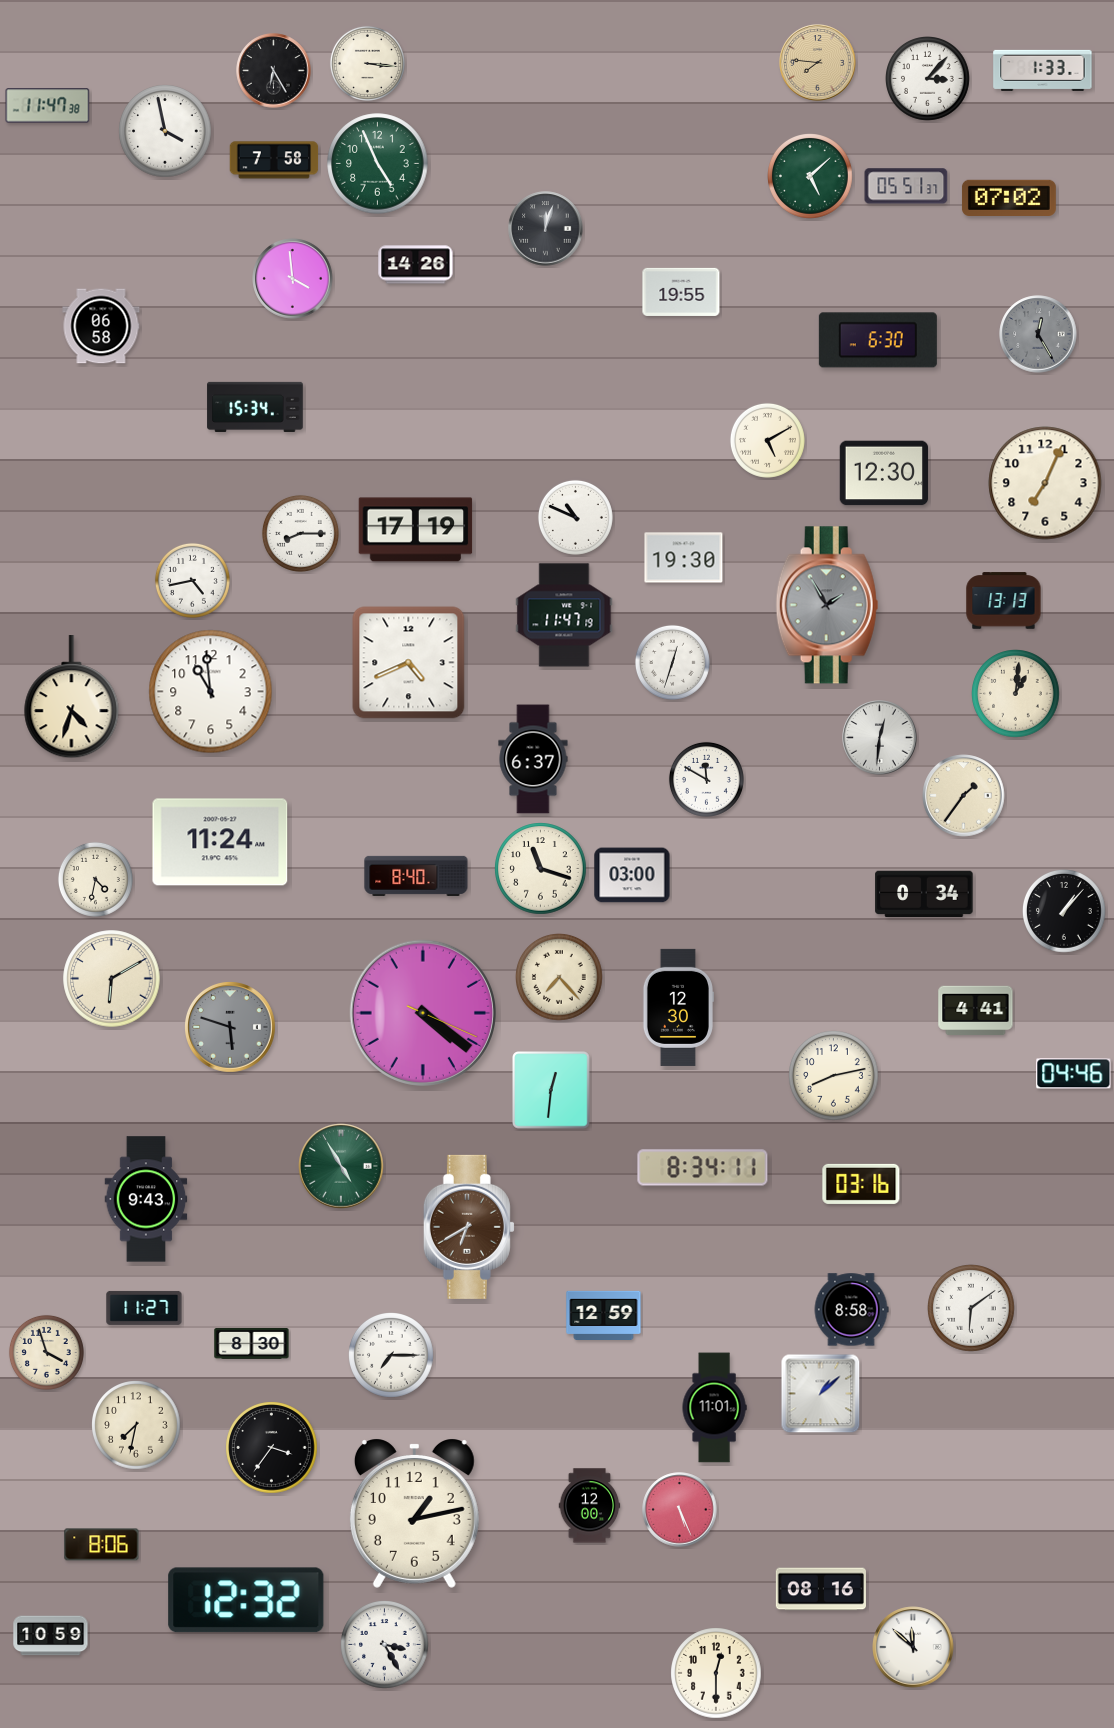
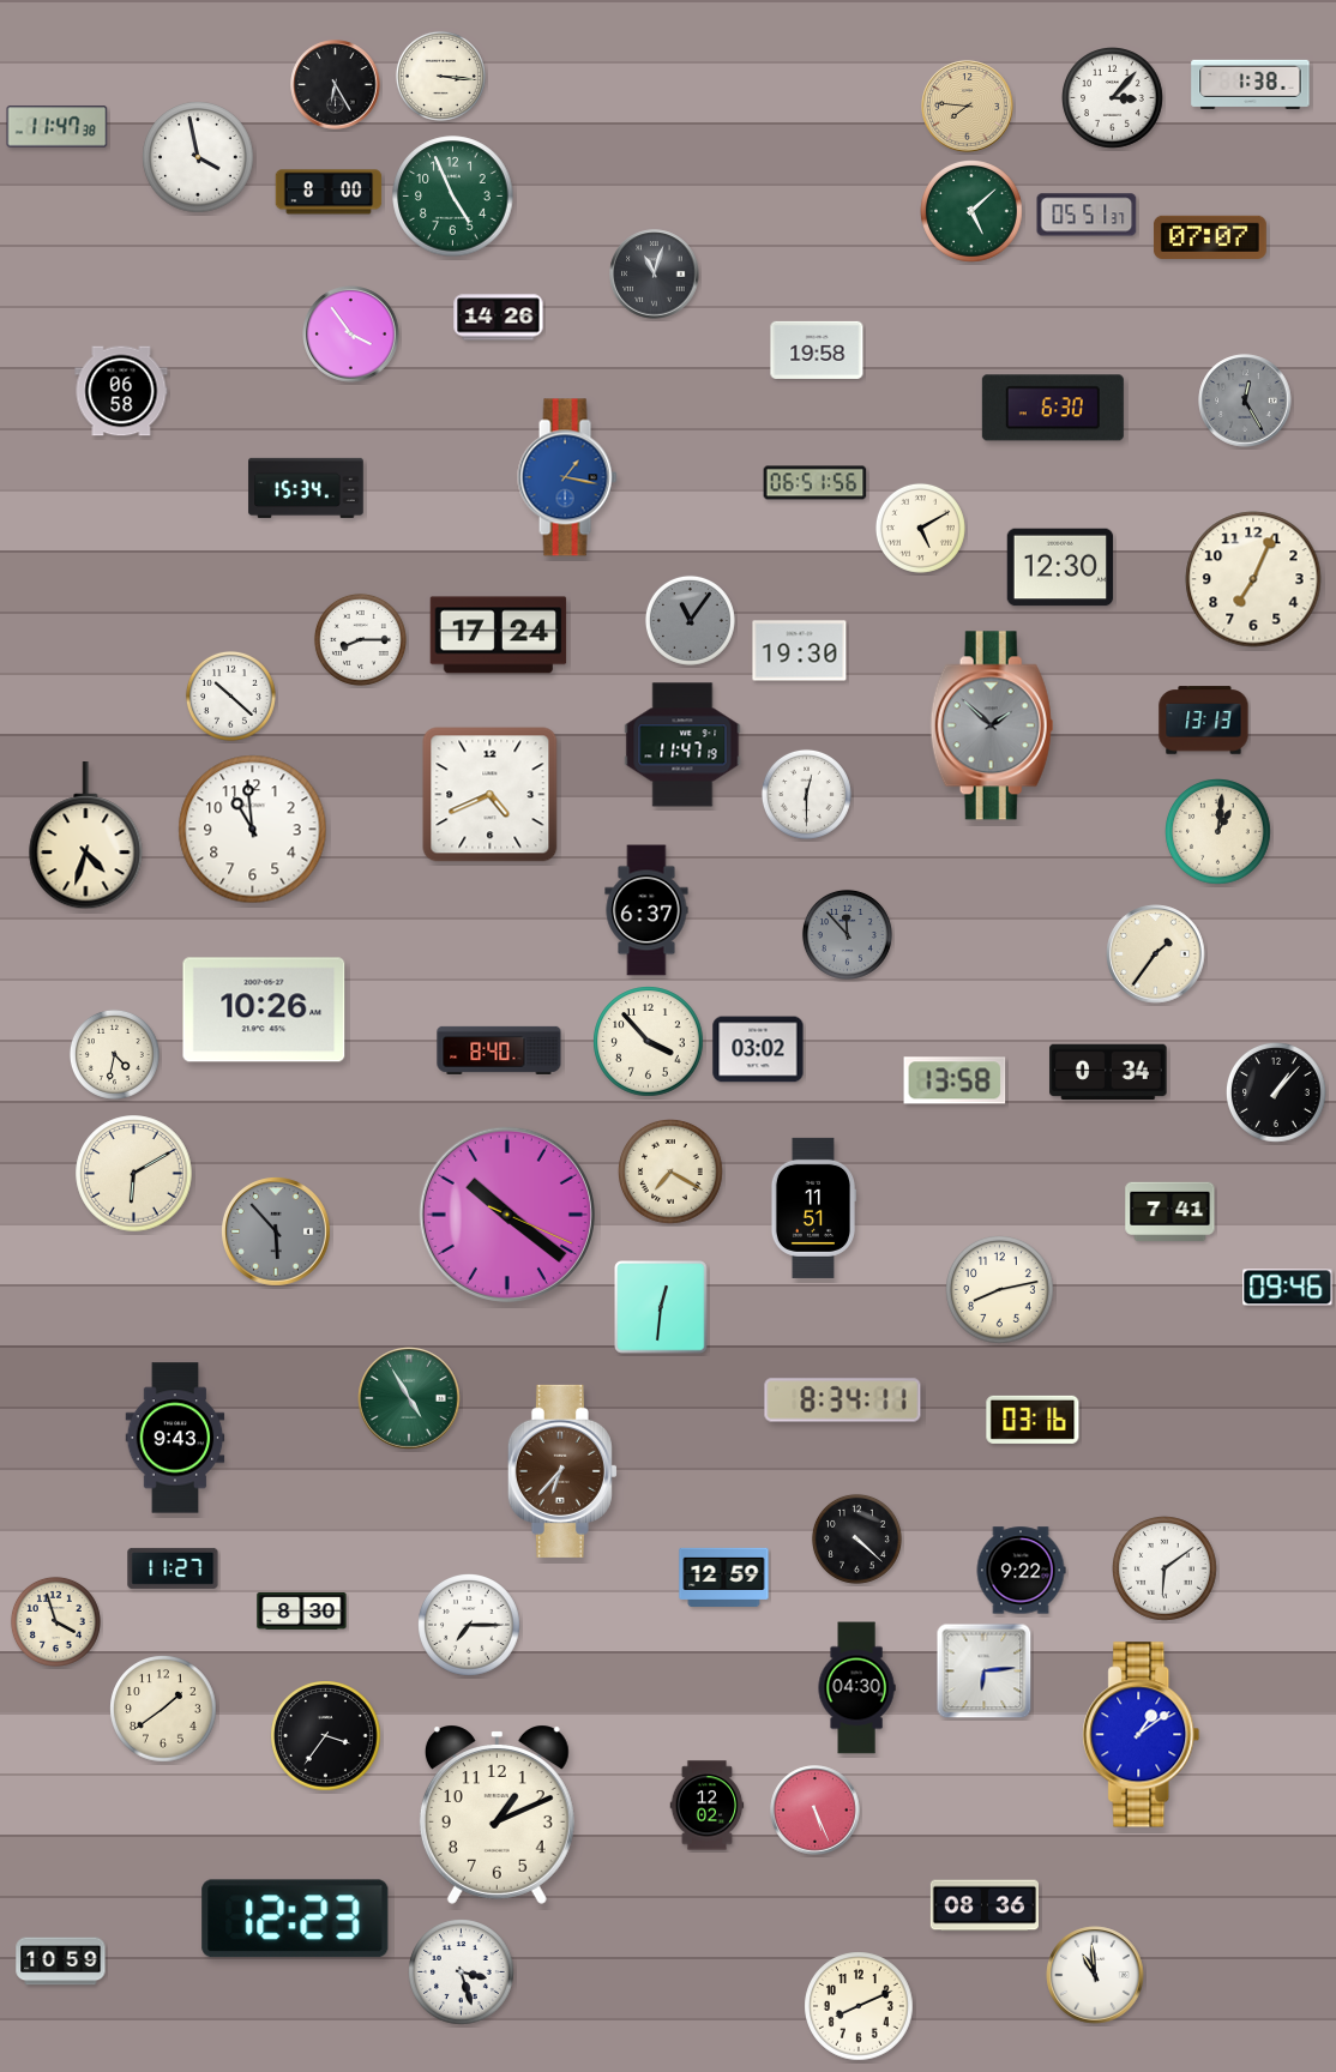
clock at (818, 63) position: (818, 63) -> (968, 107)
clock at (1043, 70): 1:33 -> 1:38
clock at (274, 71) position: (274, 71) -> (336, 85)
clock at (928, 79) position: (928, 79) -> (1113, 98)
clock at (274, 160): 7:58 -> 8:00
clock at (906, 186) position: (906, 186) -> (1087, 215)
clock at (1009, 197): 07:02 -> 07:07
clock at (546, 229): 12:03 -> 11:03
clock at (293, 279): 3:59 -> 3:54
clock at (681, 292): 19:55 -> 19:58
clock at (567, 477): none -> 1:17
clock at (816, 483): none -> 06:51
clock at (575, 517): 10:49 -> 11:06
clock at (575, 517) dial: white -> grey
clock at (416, 530): 17:19 -> 17:24
clock at (684, 558) position: (684, 558) -> (800, 651)
clock at (192, 580): 4:43 -> 10:22
clock at (827, 605): 1:55 -> 1:52
clock at (564, 615) position: (564, 615) -> (682, 745)
clock at (672, 662): 12:33 -> 12:30
clock at (880, 738): 12:31 -> none
clock at (533, 759) position: (533, 759) -> (646, 910)
clock at (706, 779): 11:50 -> 11:53
clock at (706, 779) dial: white -> grey
clock at (220, 842): 11:24 -> 10:26
clock at (541, 869): 11:18 -> 3:53
clock at (632, 875): 03:00 -> 03:02
clock at (955, 1080): none -> 13:58
clock at (560, 978): 7:23 -> 7:20
clock at (677, 1007): 12:30 -> 11:51
clock at (976, 1011): 4:41 -> 7:41
clock at (423, 1013): 4:21 -> 10:21
clock at (231, 1028): 5:48 -> 5:53
clock at (1074, 1074): 04:46 -> 09:46
clock at (469, 1227): 6:40 -> 6:37
clock at (856, 1538): none -> 4:22
clock at (851, 1310): 8:58 -> 9:22
clock at (821, 1394): 1:08 -> 6:14
clock at (714, 1408): 11:01 -> 04:30
clock at (136, 1425): 7:32 -> 1:39
clock at (1142, 1735): none -> 1:09
clock at (590, 1506): 12:00 -> 12:02
clock at (414, 1513): 1:13 -> 1:11
clock at (102, 1545): 8:06 -> none
clock at (821, 1589): 08:16 -> 08:36
clock at (246, 1600): 12:32 -> 12:23
clock at (385, 1645): 3:25 -> 3:27
clock at (913, 1647): 11:52 -> 10:59
clock at (716, 1673): 12:30 -> 8:11
